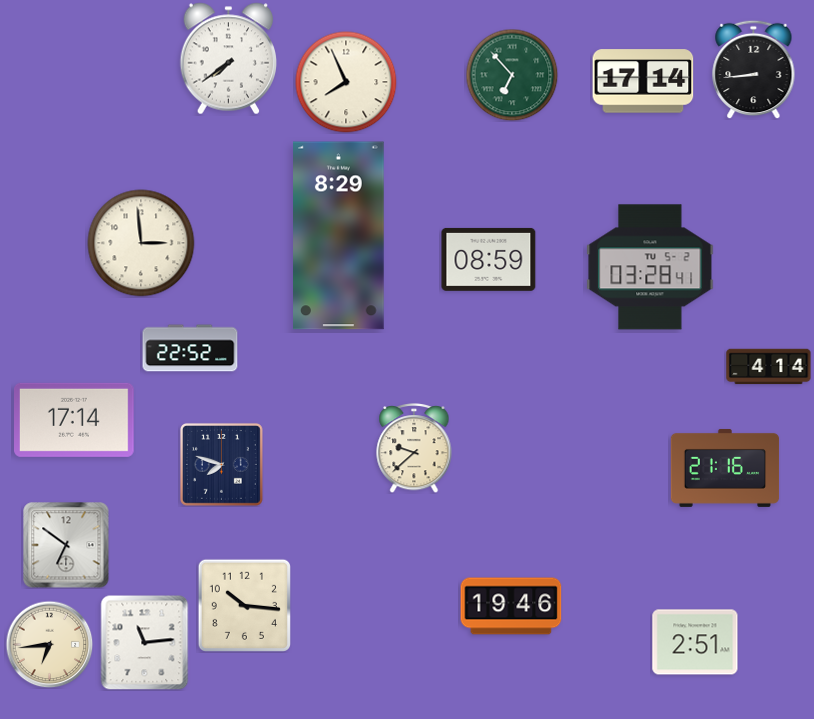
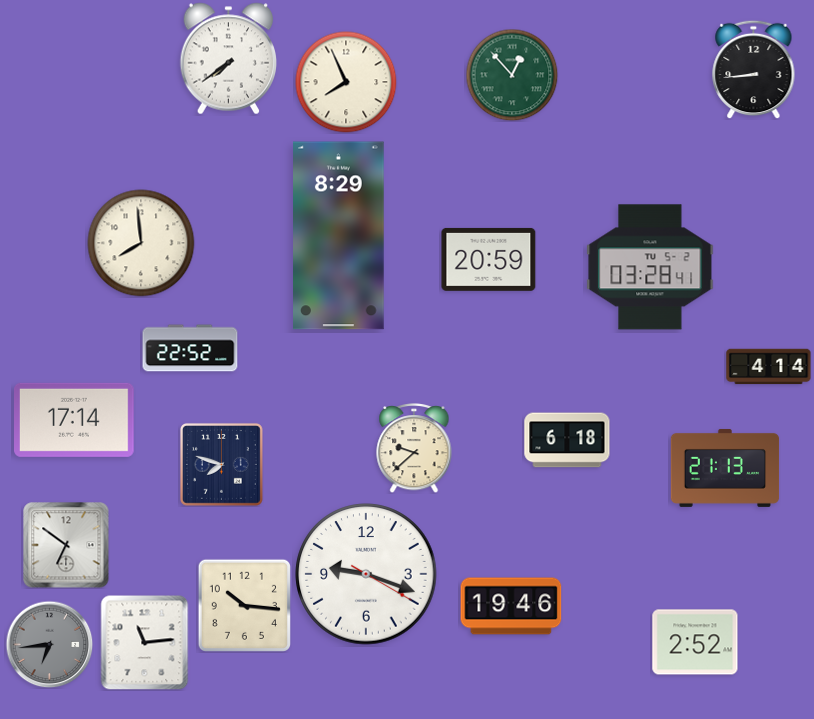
clock at (512, 75): 6:53 -> 12:53
clock at (643, 81): 17:14 -> none
clock at (141, 243): 2:59 -> 7:59
clock at (489, 259): 08:59 -> 20:59
clock at (567, 440): none -> 6:18
clock at (725, 468): 21:16 -> 21:13
clock at (366, 574): none -> 9:18
clock at (695, 642): 2:51 -> 2:52
clock at (49, 644) dial: cream -> grey
